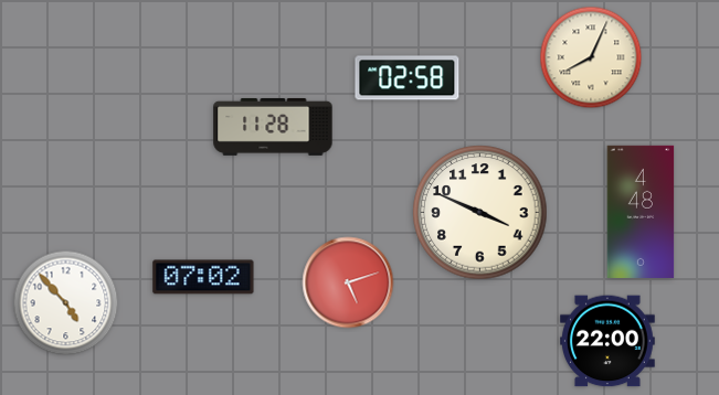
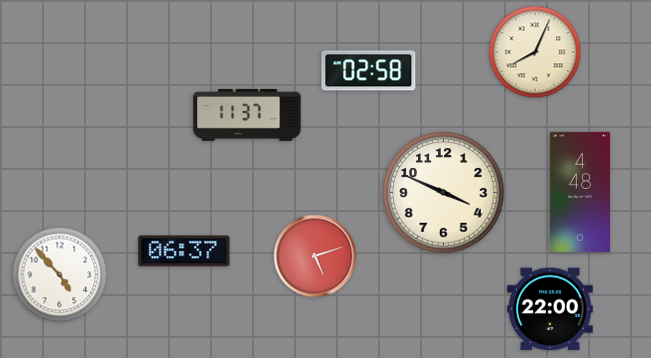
clock at (273, 127): 11:28 -> 11:37
clock at (480, 213) position: (480, 213) -> (444, 193)
clock at (203, 277): 07:02 -> 06:37
